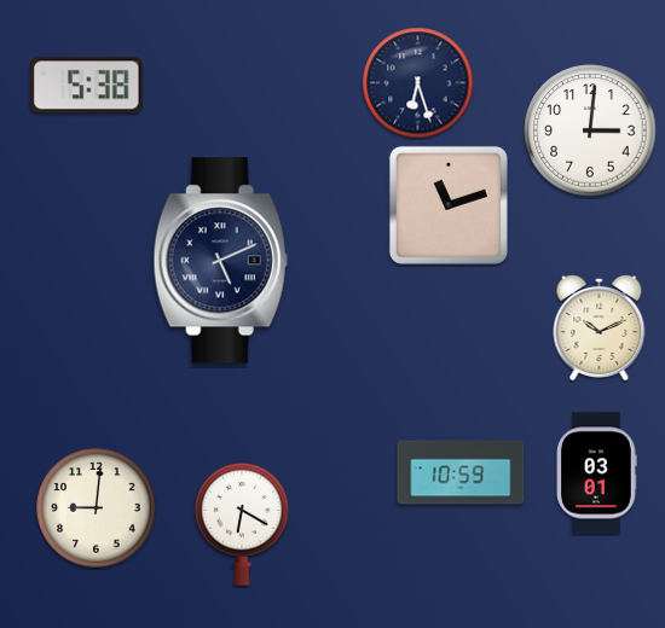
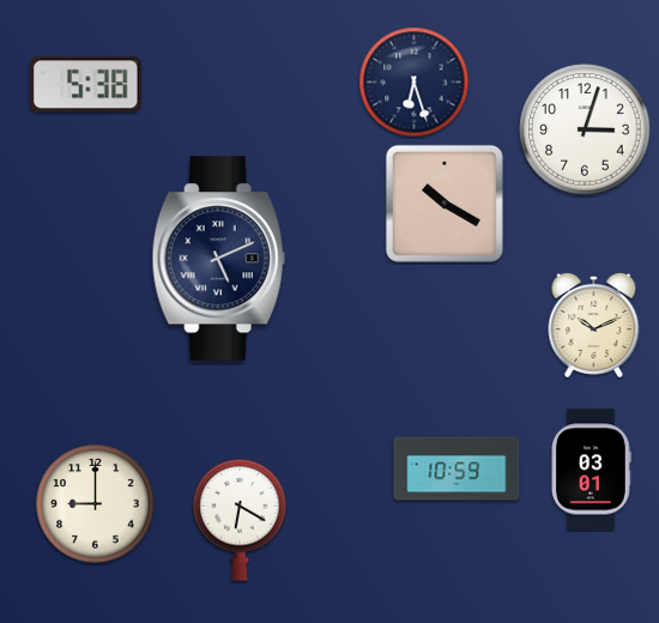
clock at (590, 130): 3:01 -> 3:03
clock at (449, 205): 11:12 -> 10:20
clock at (97, 508): 9:01 -> 9:00
